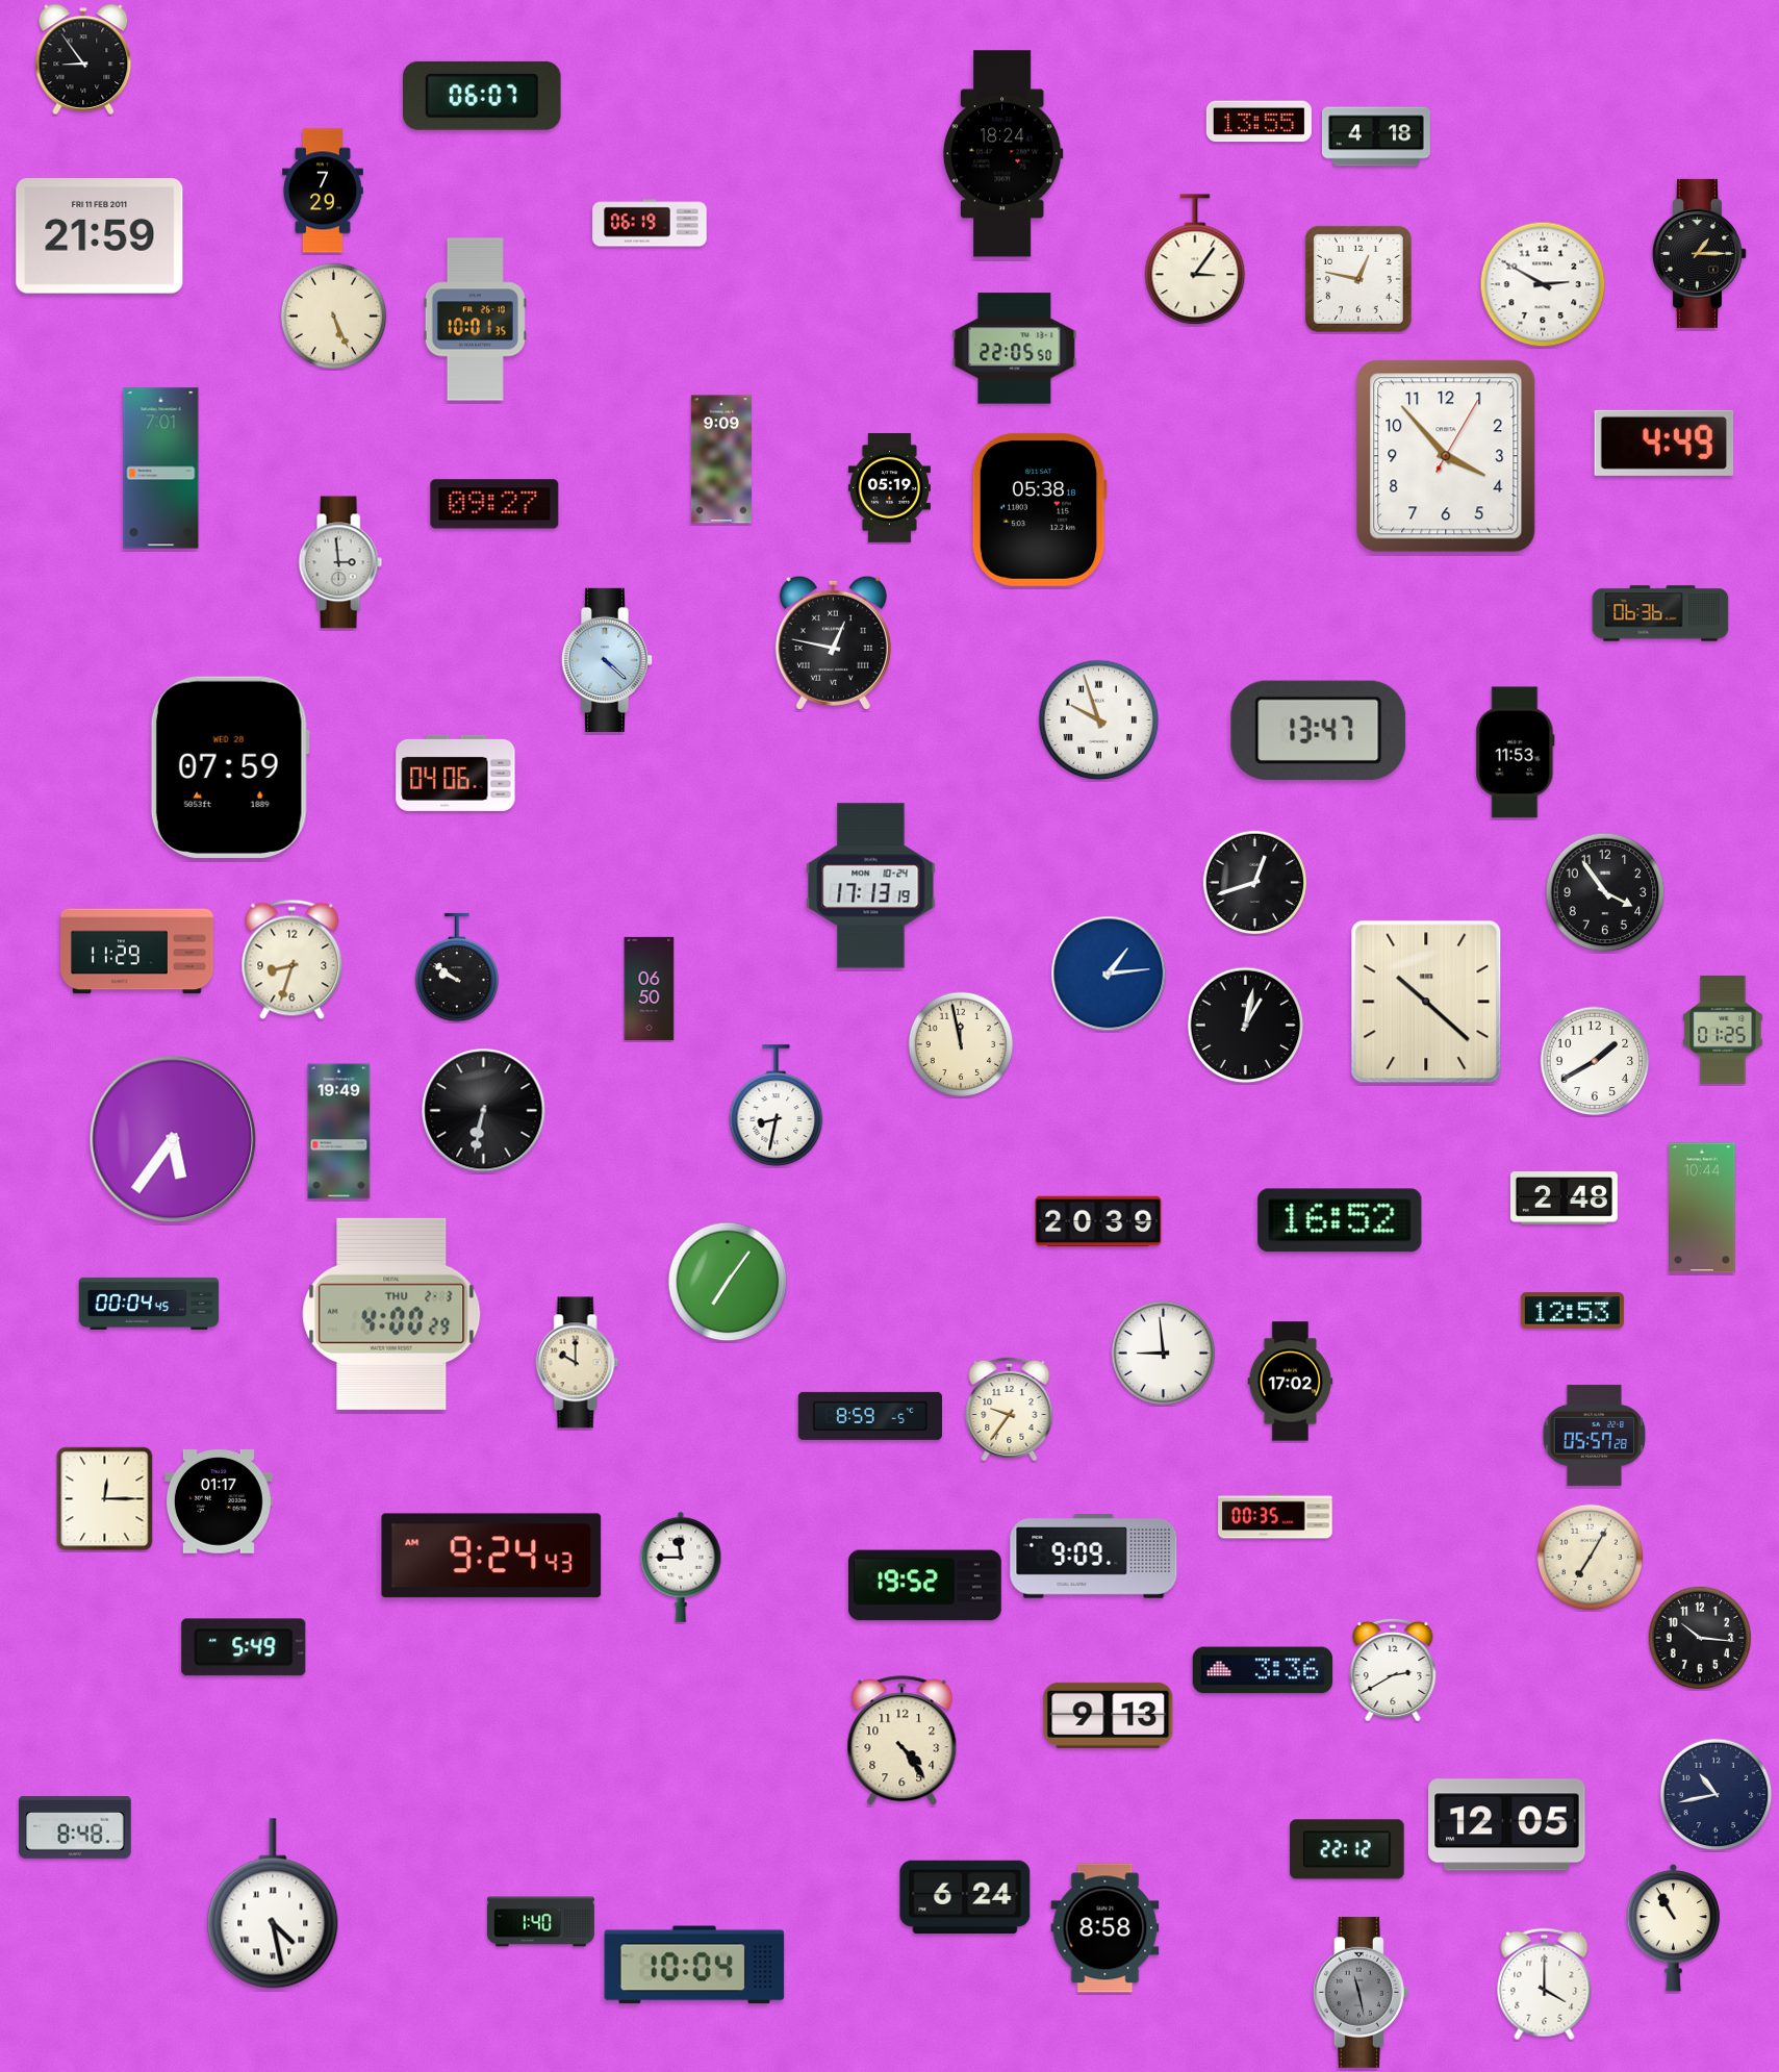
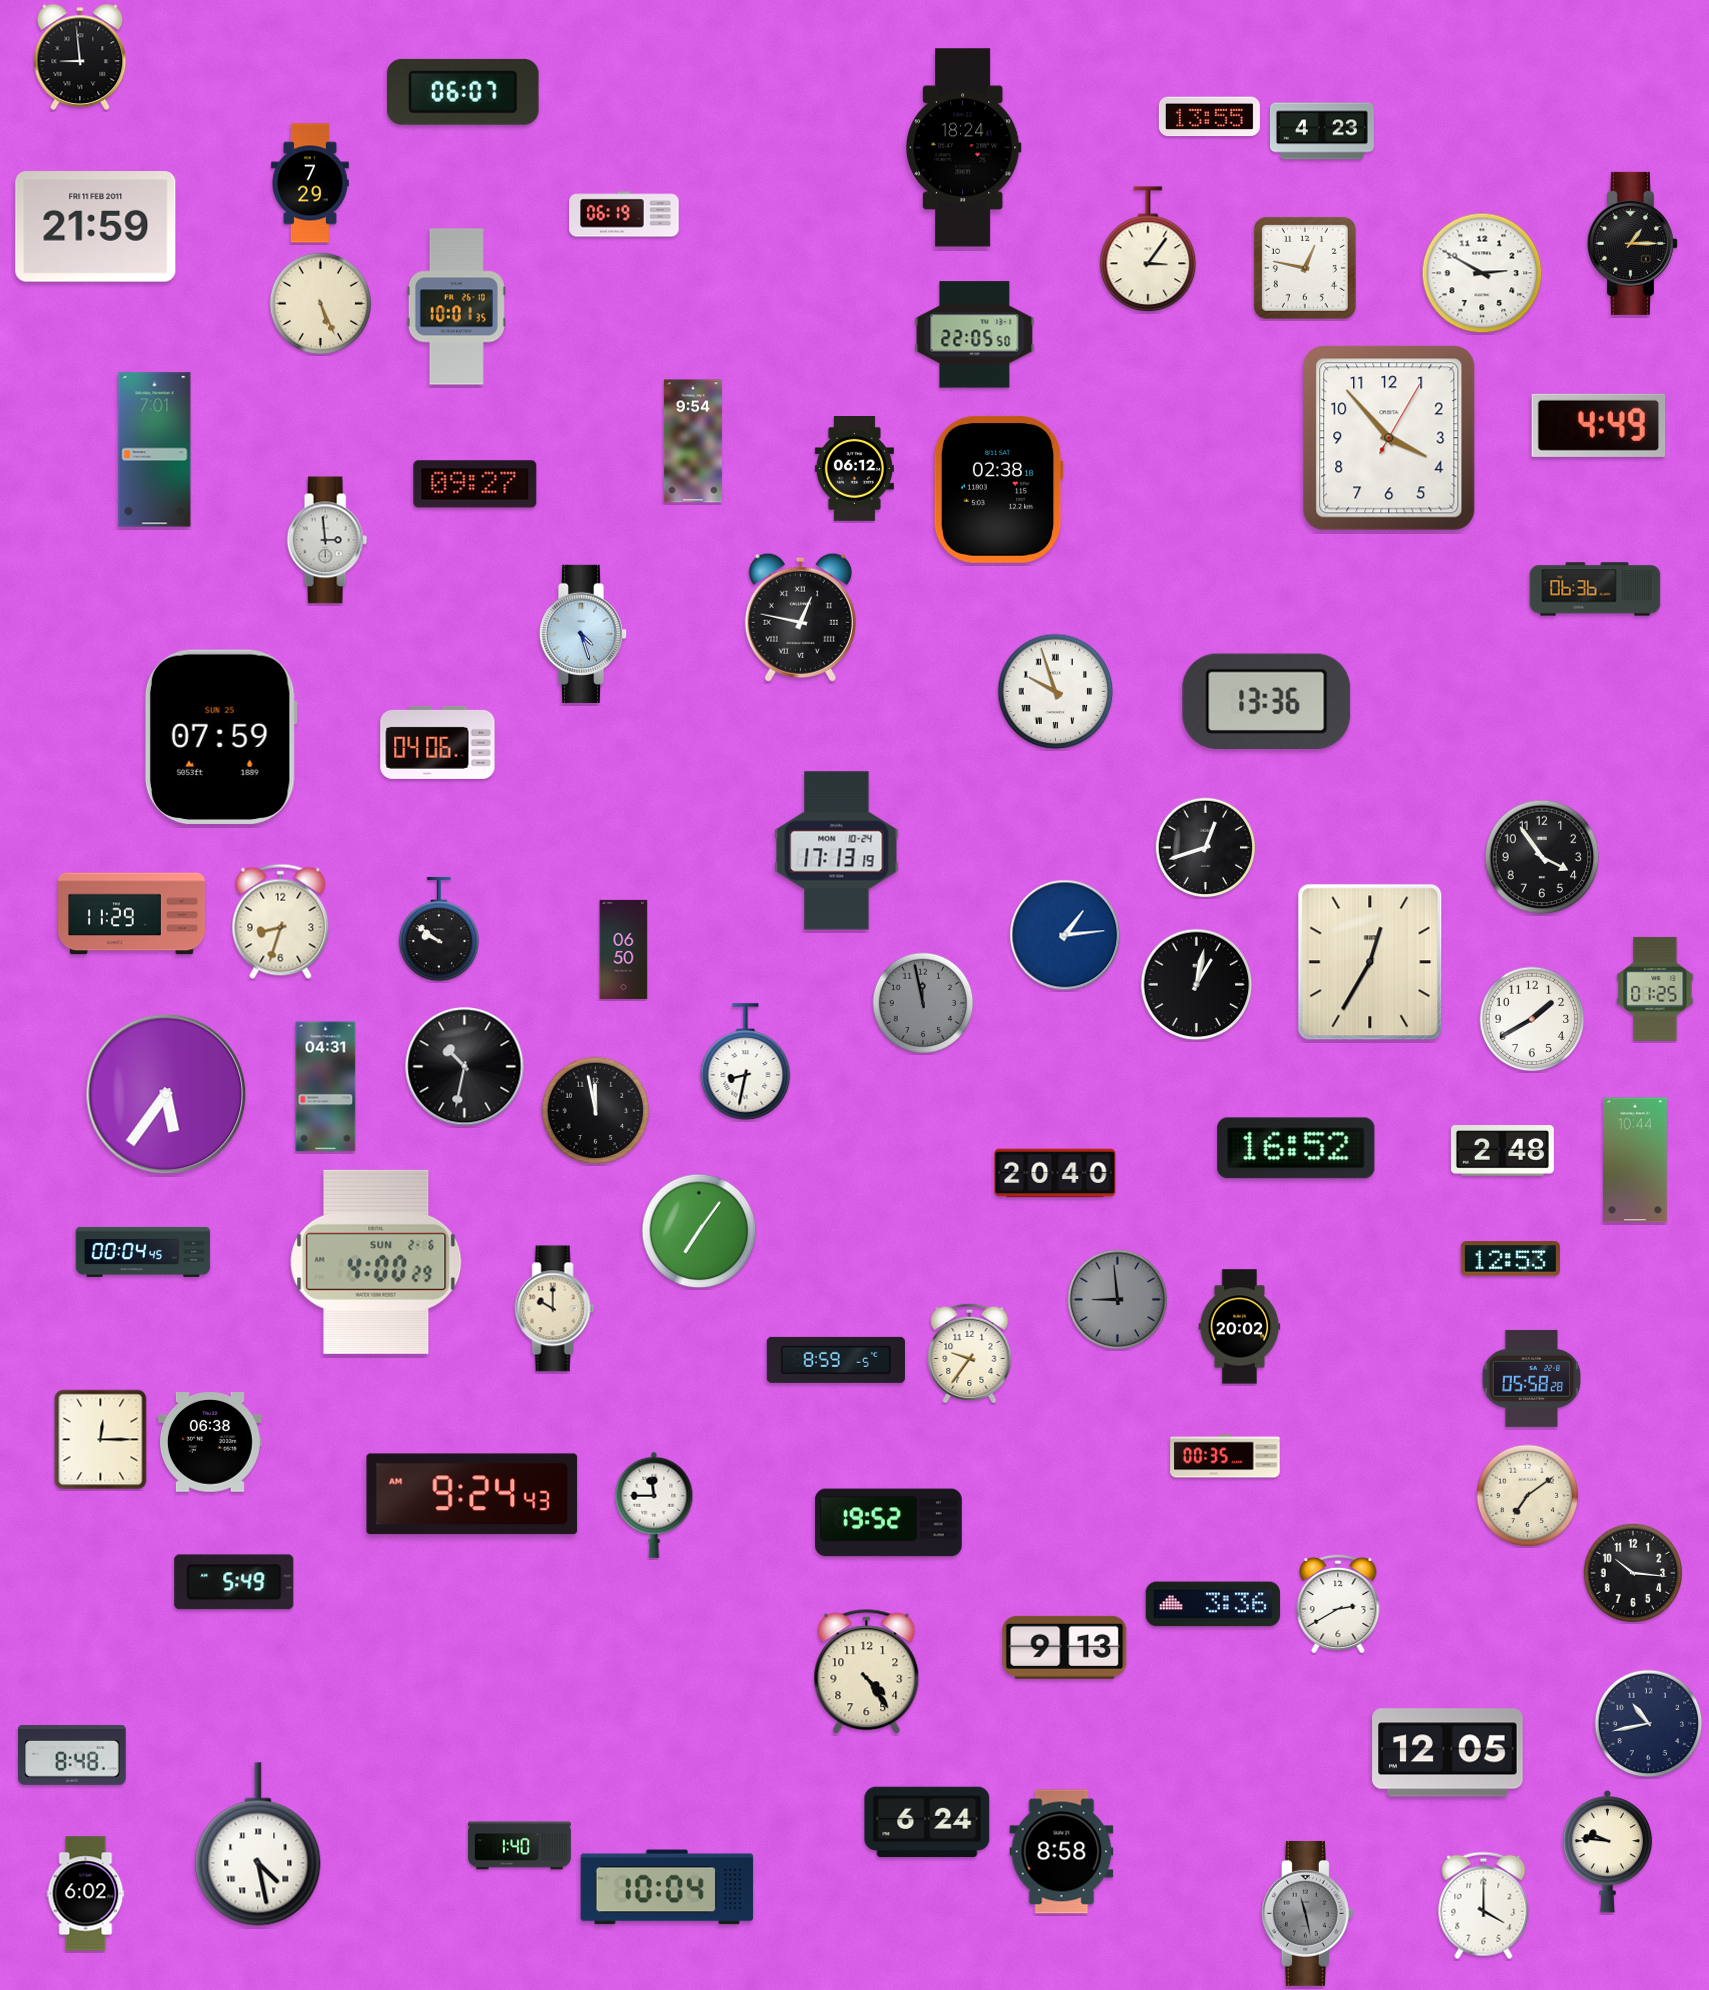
clock at (83, 59): 8:54 -> 8:59
clock at (1376, 136): 4:18 -> 4:23
clock at (721, 459): 9:09 -> 9:54
clock at (889, 488): 05:19 -> 06:12
clock at (1039, 509): 05:38 -> 02:38
clock at (607, 660): 4:22 -> 4:27
clock at (1319, 730): 13:47 -> 13:36
clock at (1516, 753): 11:53 -> none
clock at (230, 767) date: WED 28 -> SUN 25
clock at (1426, 1002): 10:22 -> 12:35
clock at (961, 1044) dial: cream -> grey
clock at (484, 1111): 6:32 -> 10:32
clock at (339, 1132): 19:49 -> 04:31
clock at (596, 1111): none -> 11:58
clock at (1340, 1220) position: (1340, 1220) -> (1296, 1148)
clock at (1098, 1221): 20:39 -> 20:40
clock at (391, 1314) date: THU 2-3 -> SUN 2-6
clock at (1164, 1354) dial: white -> grey
clock at (1291, 1382): 17:02 -> 20:02
clock at (1595, 1435): 05:57 -> 05:58
clock at (219, 1502): 01:17 -> 06:38
clock at (1094, 1557): 9:09 -> none
clock at (1591, 1558): 7:05 -> 7:09
clock at (1347, 1849): 22:12 -> none
clock at (273, 1903) position: (273, 1903) -> (258, 1844)
clock at (1674, 1927): 10:55 -> 9:46
clock at (86, 1894): none -> 6:02
